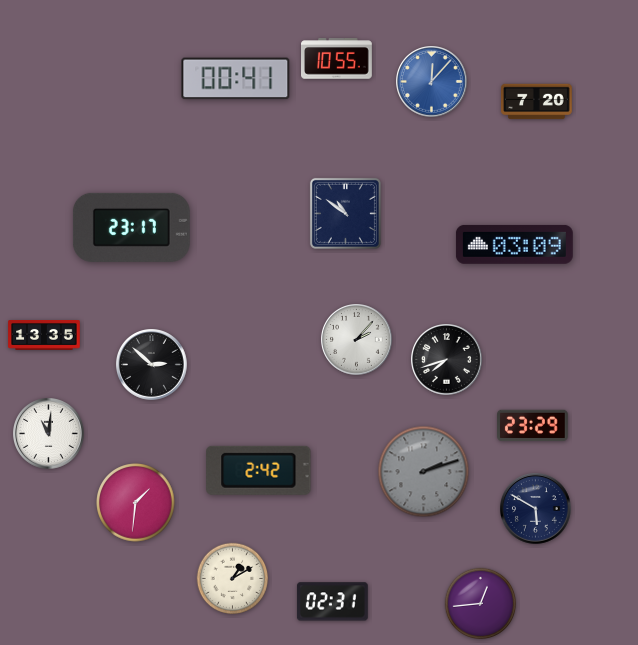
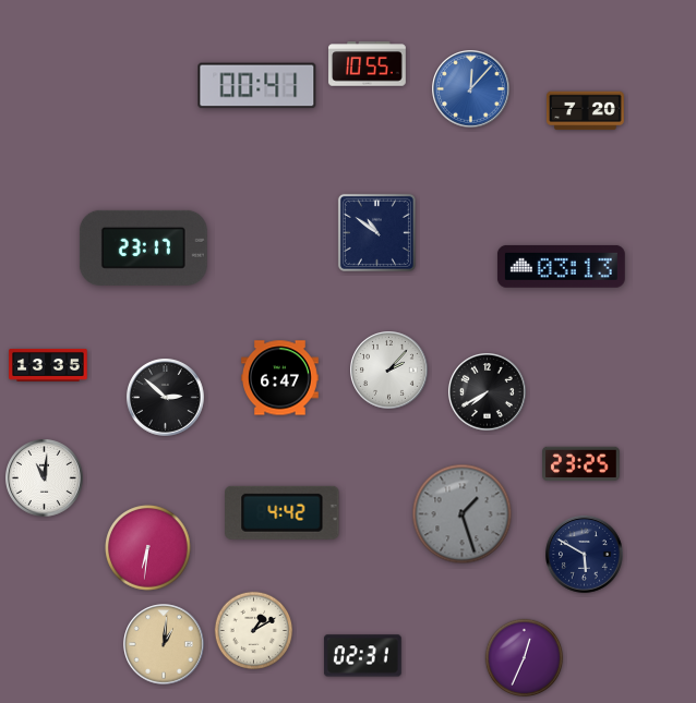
clock at (514, 244): 03:09 -> 03:13
clock at (280, 378): none -> 6:47
clock at (447, 360): 7:42 -> 7:40
clock at (533, 426): 23:29 -> 23:25
clock at (49, 434) position: (49, 434) -> (45, 478)
clock at (259, 470): 2:42 -> 4:42
clock at (424, 472): 2:12 -> 1:27
clock at (136, 503): 1:31 -> 6:31
clock at (164, 644): none -> 1:01
clock at (481, 604): 12:44 -> 12:34
